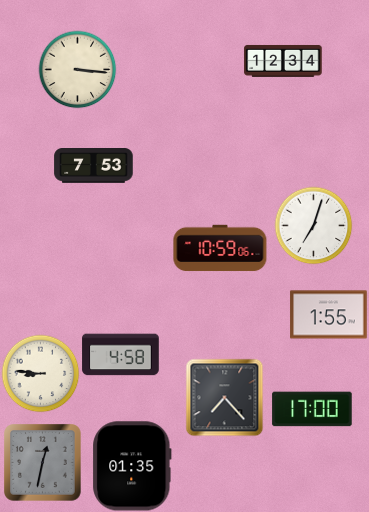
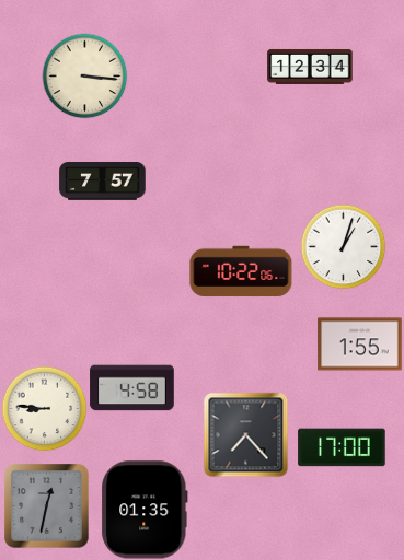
clock at (94, 166): 7:53 -> 7:57
clock at (313, 225): 7:03 -> 1:03
clock at (220, 248): 10:59 -> 10:22
